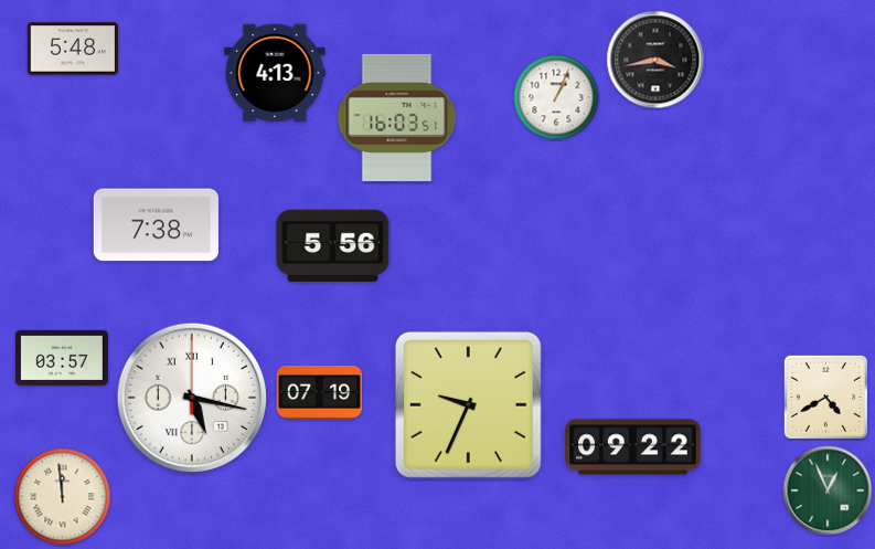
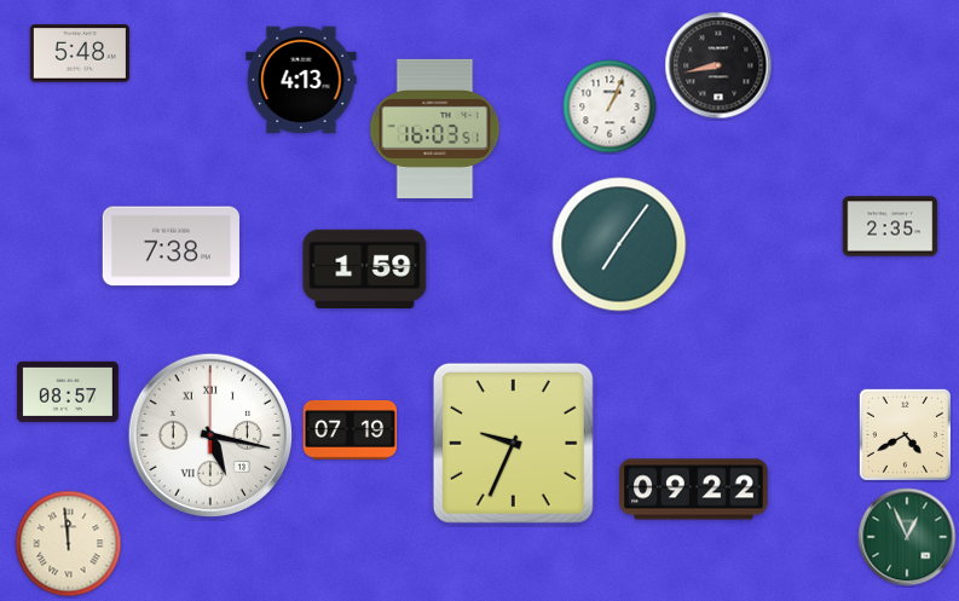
clock at (655, 60): 3:43 -> 8:43
clock at (890, 226): none -> 2:35
clock at (619, 244): none -> 7:06
clock at (333, 245): 5:56 -> 1:59
clock at (62, 358): 03:57 -> 08:57
